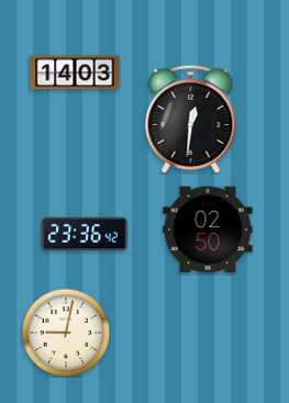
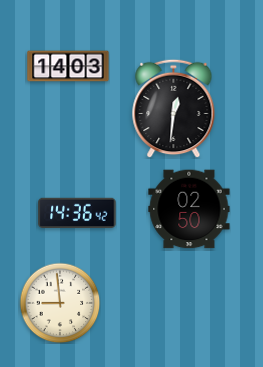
clock at (85, 234): 23:36 -> 14:36
clock at (66, 333): 9:02 -> 8:59
